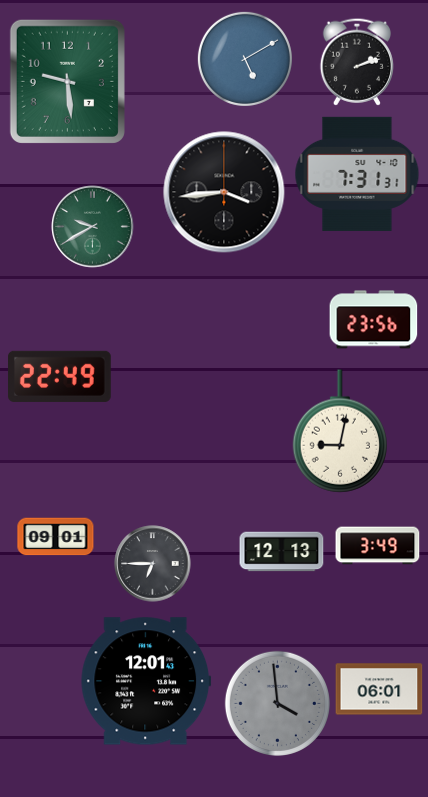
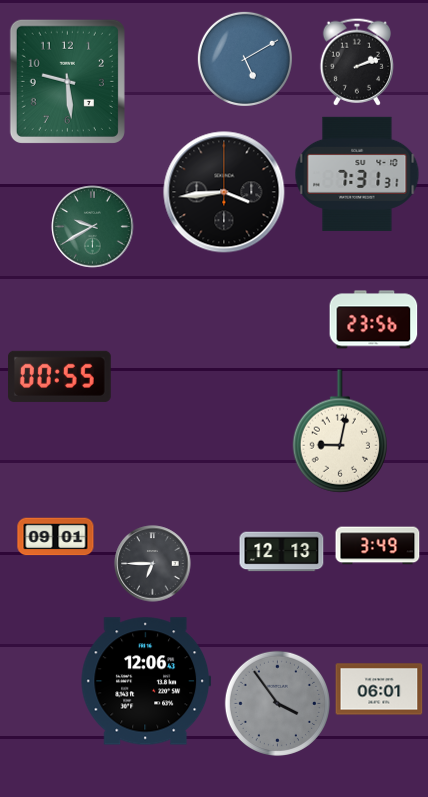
clock at (60, 376): 22:49 -> 00:55
clock at (146, 681): 12:01 -> 12:06
clock at (277, 703): 3:59 -> 3:54
